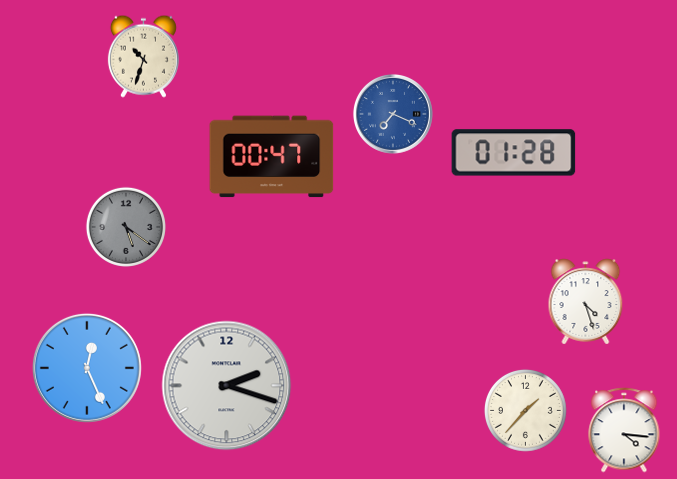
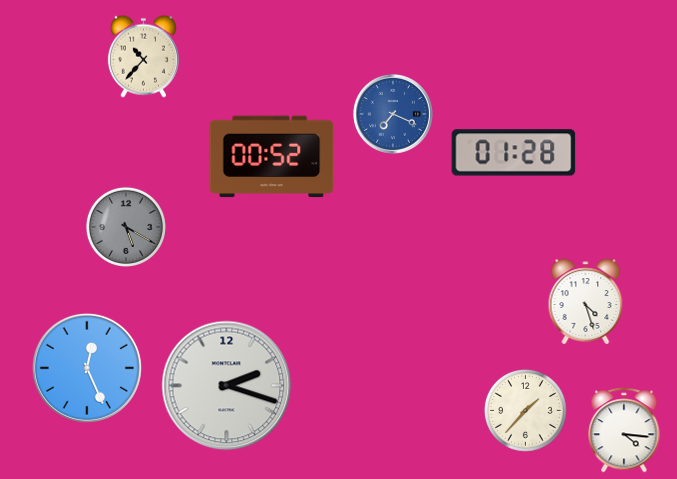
clock at (143, 56): 10:33 -> 10:37
clock at (272, 157): 00:47 -> 00:52
clock at (126, 227): 5:21 -> 5:20
